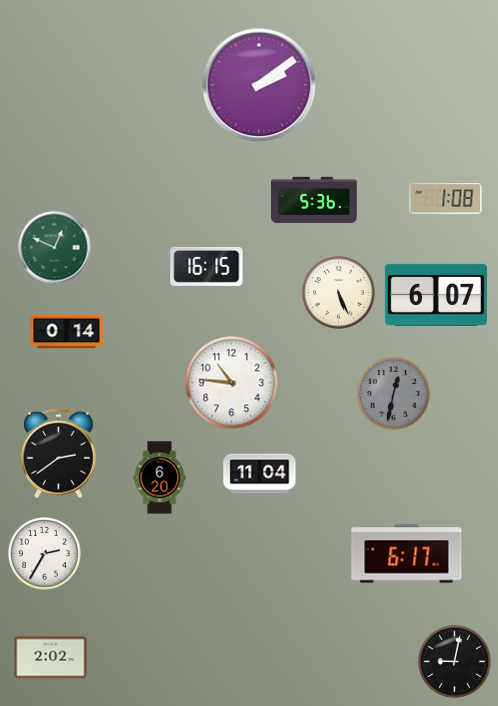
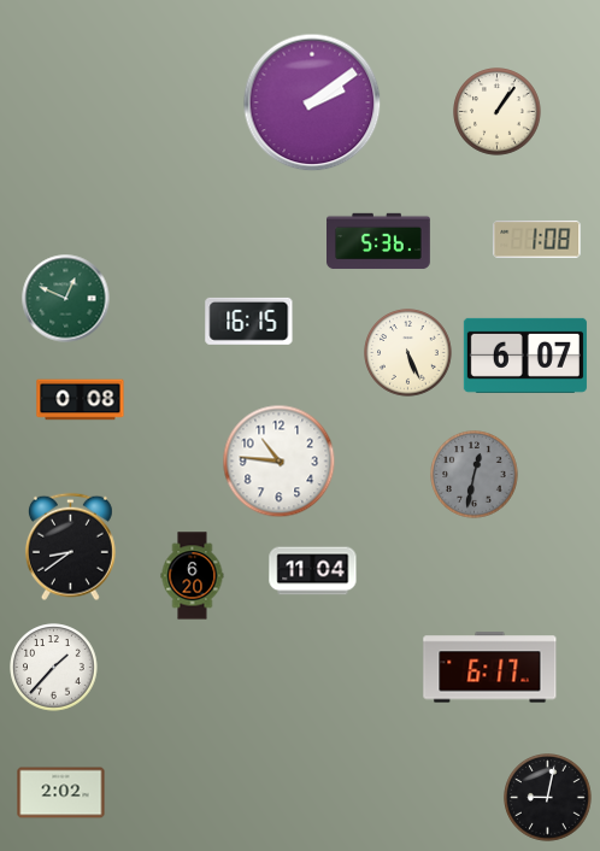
clock at (498, 112): none -> 1:06
clock at (67, 332): 0:14 -> 0:08
clock at (58, 454): 2:39 -> 8:39
clock at (45, 554): 2:35 -> 1:37
